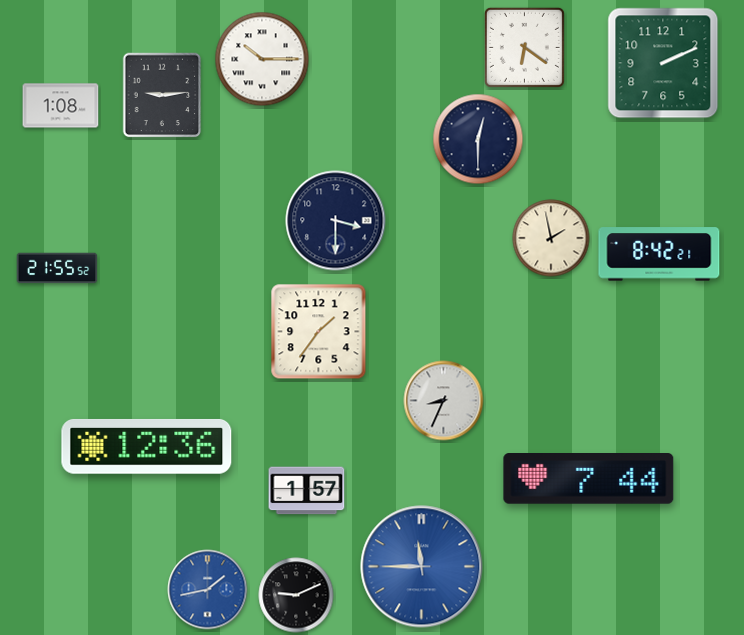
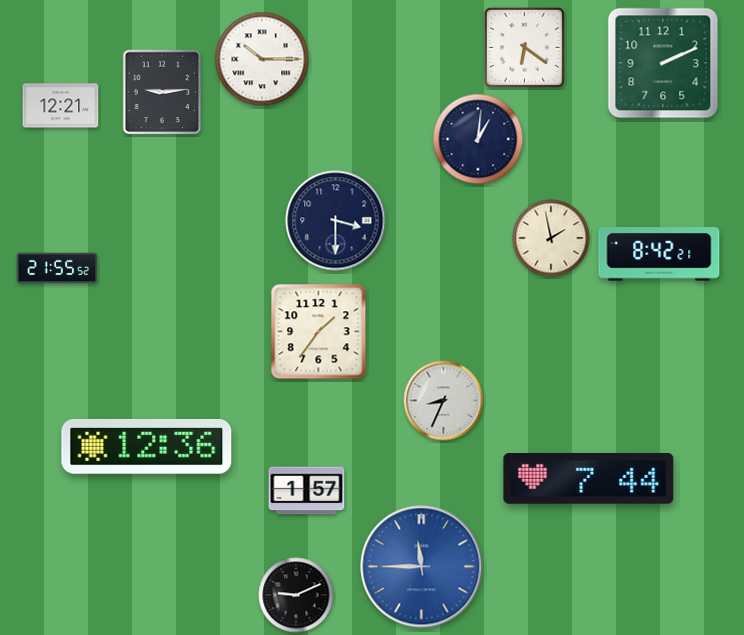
clock at (162, 95) position: (162, 95) -> (162, 92)
clock at (61, 106): 1:08 -> 12:21
clock at (478, 139): 12:30 -> 1:01
clock at (208, 590): 1:43 -> none
